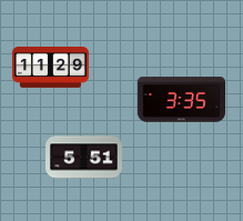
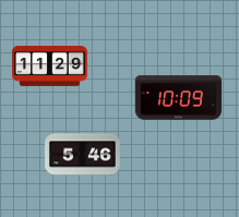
clock at (182, 100): 3:35 -> 10:09
clock at (84, 158): 5:51 -> 5:46
